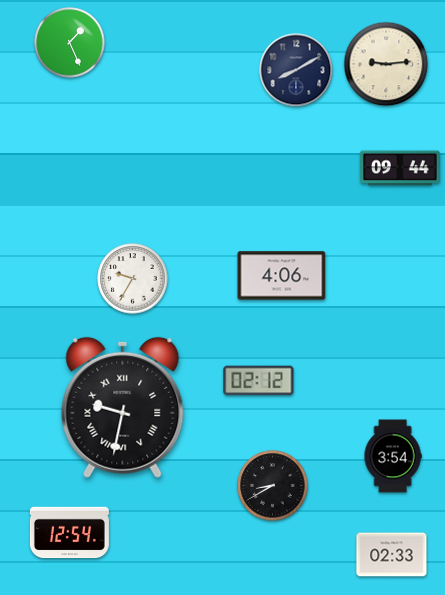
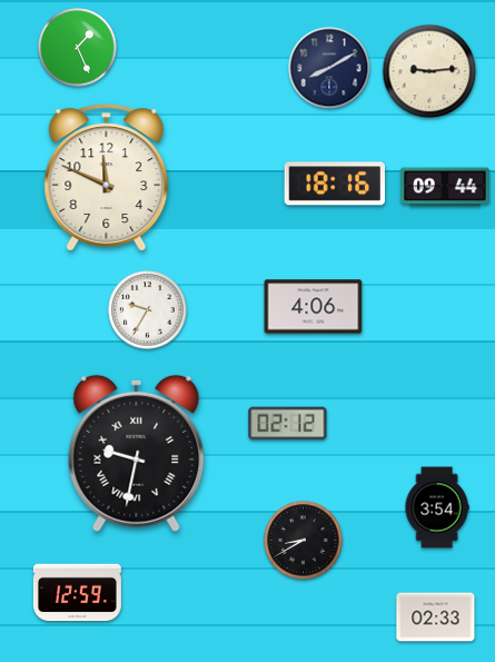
clock at (296, 70) position: (296, 70) -> (329, 68)
clock at (107, 178): none -> 11:49
clock at (334, 184): none -> 18:16
clock at (69, 533): 12:54 -> 12:59
